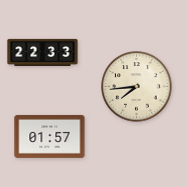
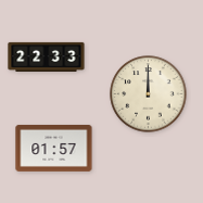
clock at (137, 87): 7:44 -> 12:00
